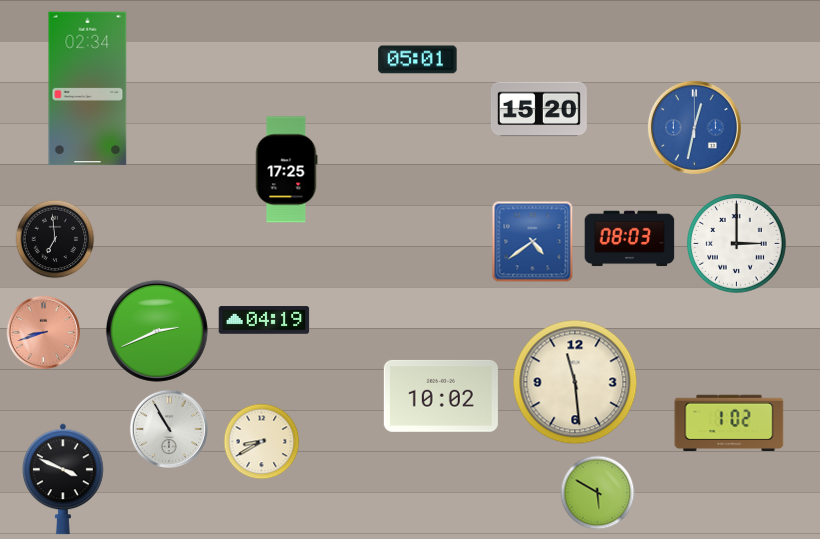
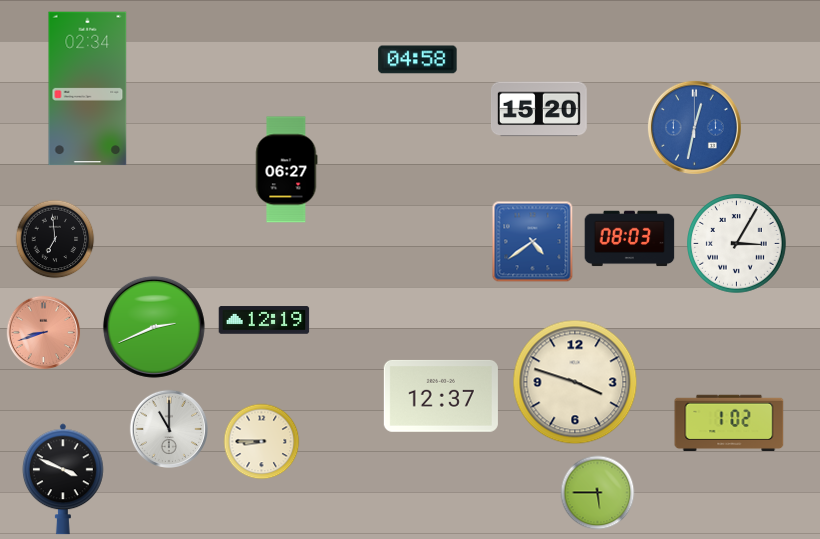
clock at (418, 60): 05:01 -> 04:58
clock at (287, 170): 17:25 -> 06:27
clock at (737, 244): 3:00 -> 3:05
clock at (264, 320): 04:19 -> 12:19
clock at (157, 331) position: (157, 331) -> (154, 327)
clock at (575, 382): 11:29 -> 3:48
clock at (441, 396): 10:02 -> 12:37
clock at (168, 428): 10:55 -> 11:00
clock at (262, 442): 8:40 -> 8:45
clock at (598, 493): 5:50 -> 5:45
